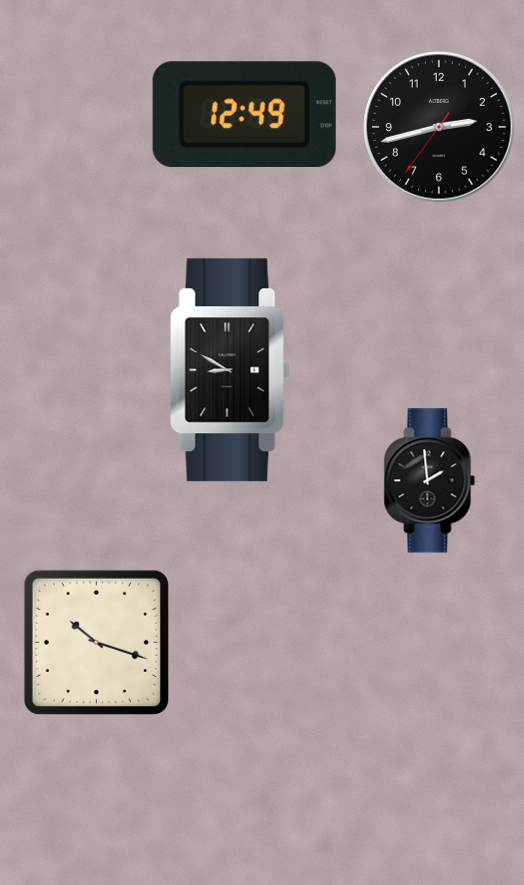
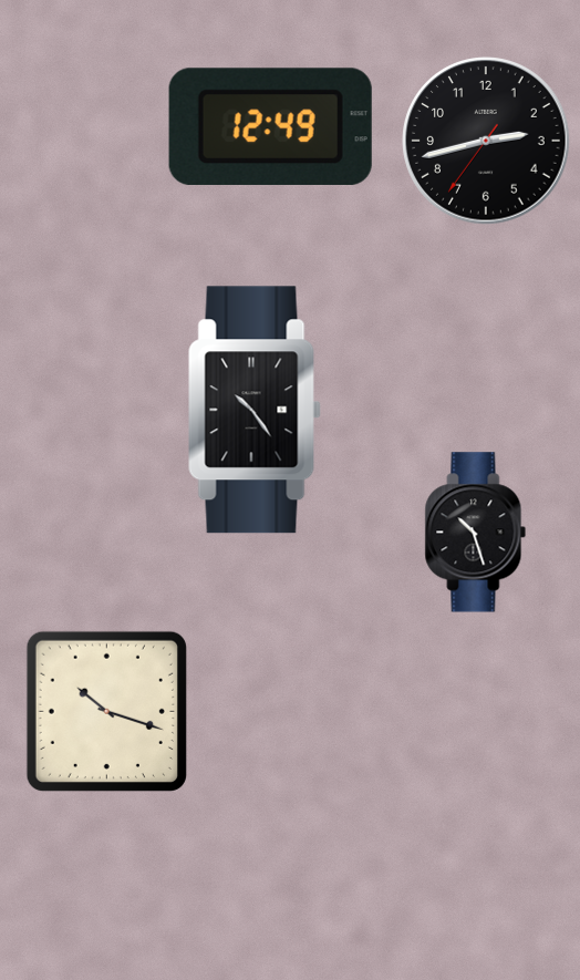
clock at (230, 370): 8:50 -> 10:24
clock at (430, 481): 1:59 -> 10:27
